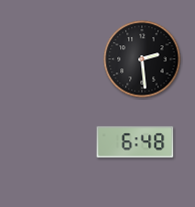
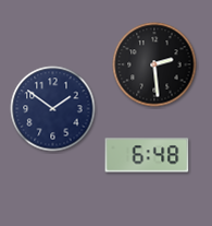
clock at (53, 109): none -> 1:51
